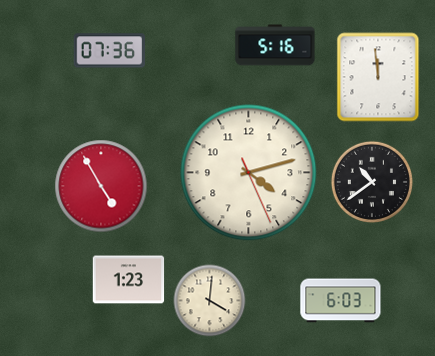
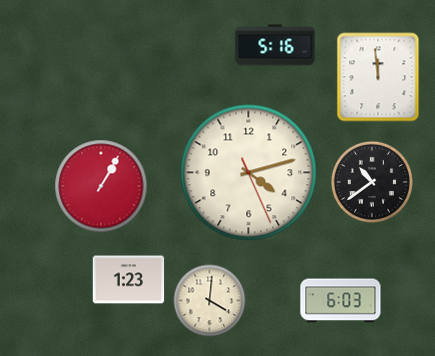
clock at (109, 51): 07:36 -> none
clock at (101, 186): 4:55 -> 1:05
